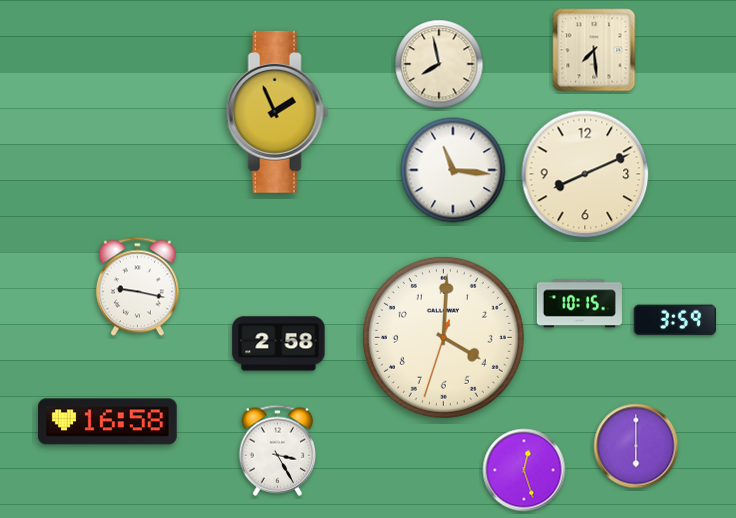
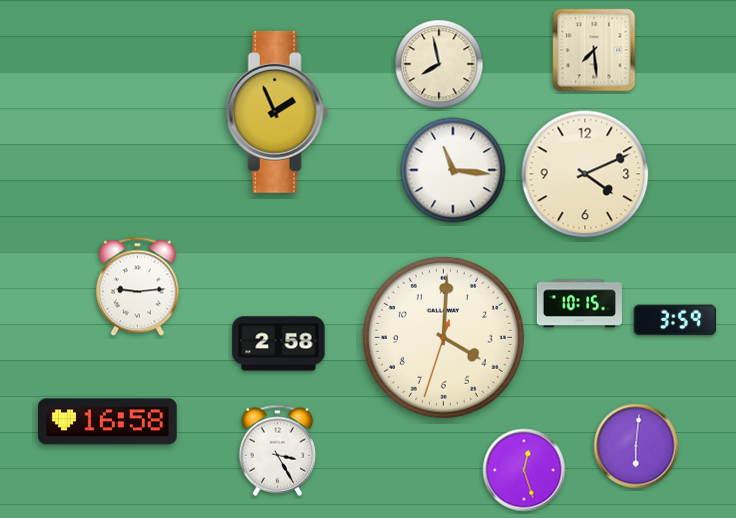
clock at (585, 174): 8:11 -> 4:11
clock at (137, 287): 9:17 -> 9:14
clock at (636, 446): 6:00 -> 6:01
